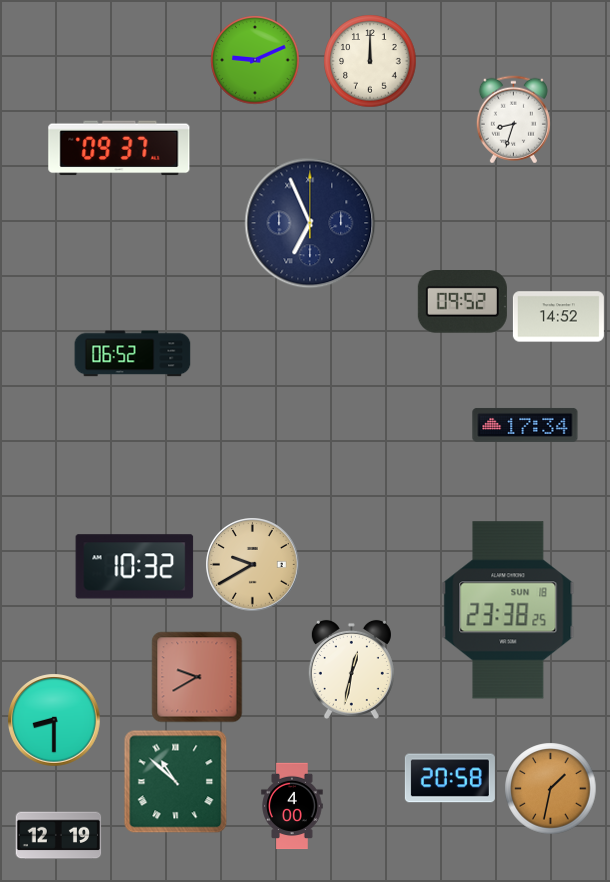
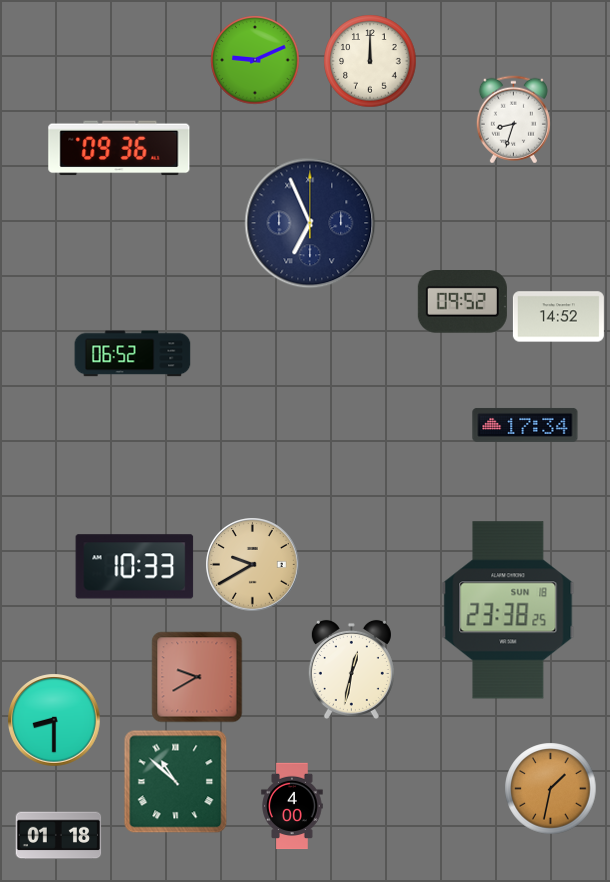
clock at (119, 148): 09:37 -> 09:36
clock at (135, 567): 10:32 -> 10:33
clock at (450, 778): 20:58 -> none
clock at (59, 836): 12:19 -> 01:18
